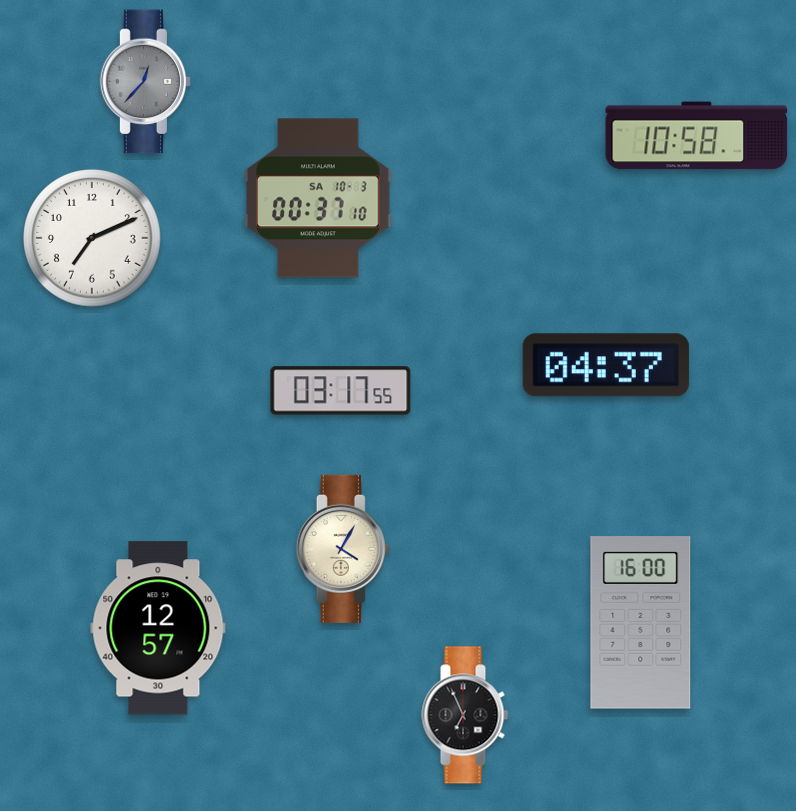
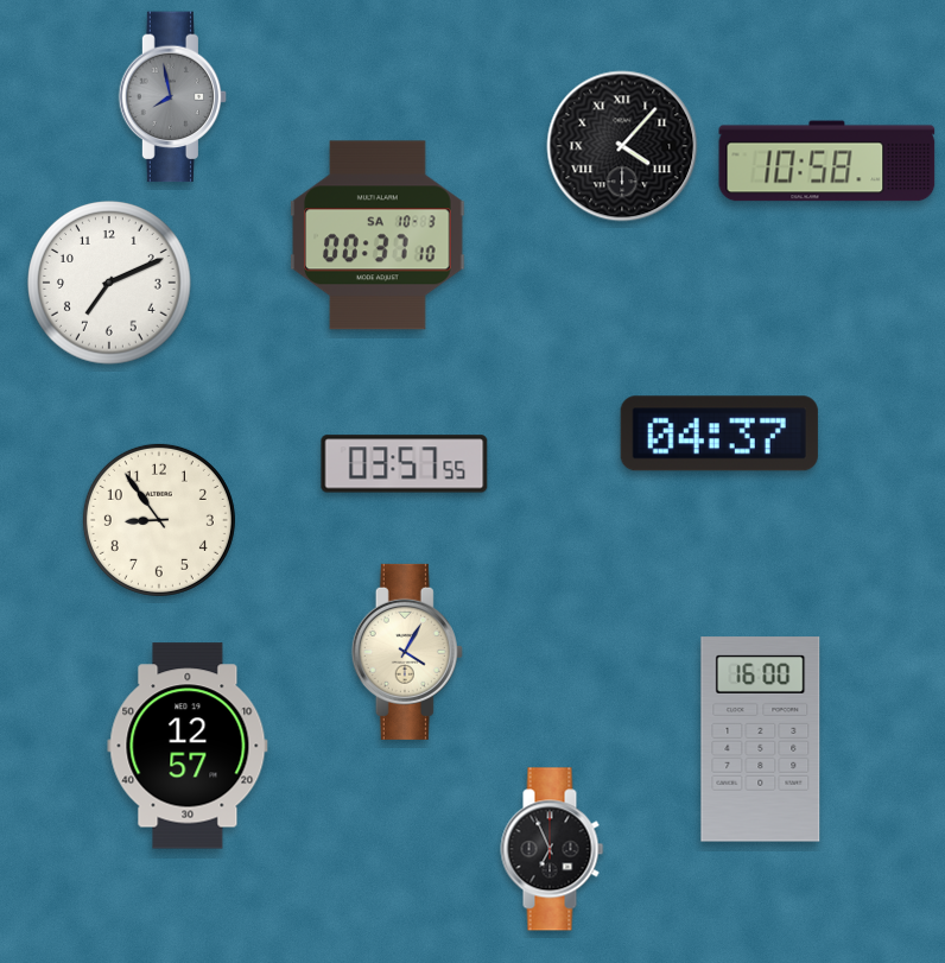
clock at (146, 82): 12:37 -> 7:58
clock at (622, 146): none -> 4:07
clock at (341, 391): 03:17 -> 03:57
clock at (159, 520): none -> 8:54
